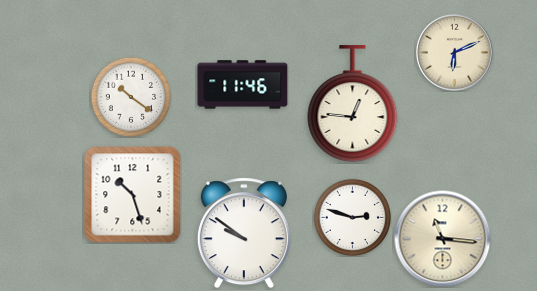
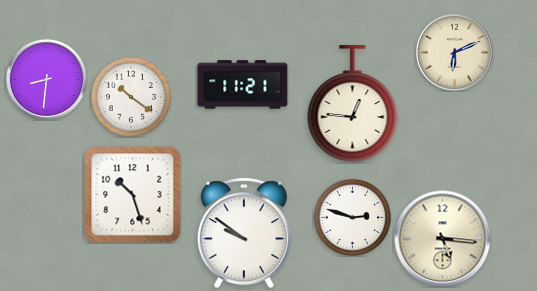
clock at (46, 79): none -> 8:31
clock at (243, 85): 11:46 -> 11:21
clock at (443, 239): 11:16 -> 5:16
